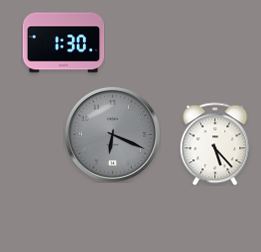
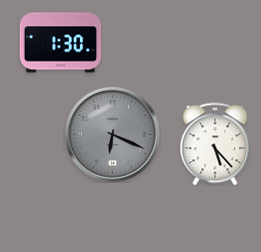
clock at (63, 43) position: (63, 43) -> (60, 43)
